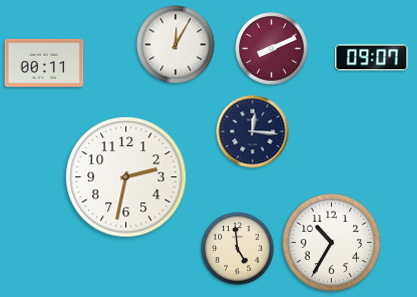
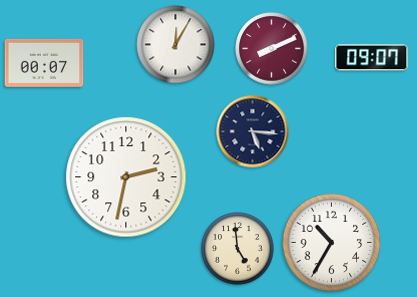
clock at (44, 63): 00:11 -> 00:07
clock at (253, 132): 12:16 -> 5:16
